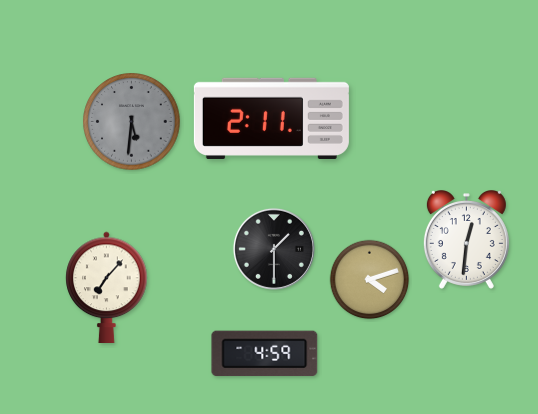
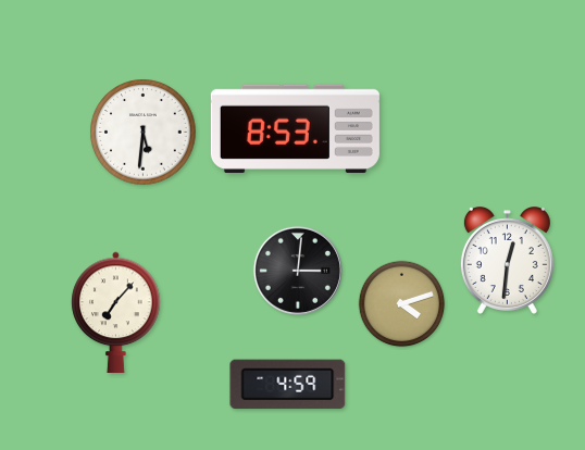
clock at (271, 118): 2:11 -> 8:53
clock at (132, 122) dial: grey -> white
clock at (274, 249): 1:30 -> 3:01
